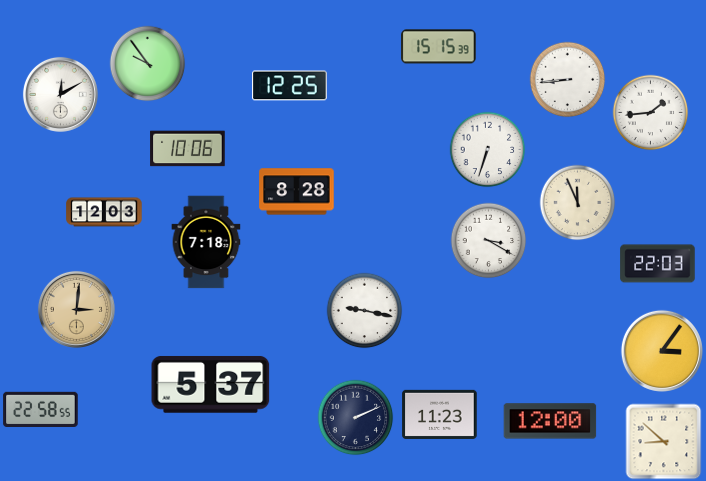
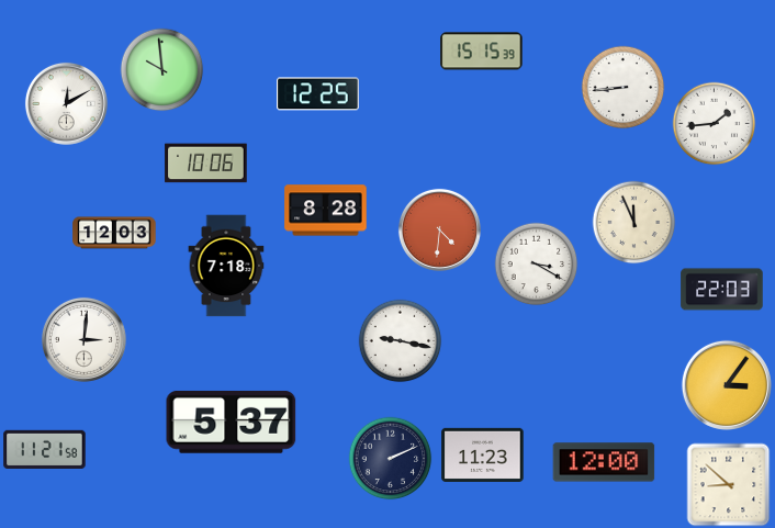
clock at (148, 64): 9:54 -> 9:59
clock at (488, 150): 6:33 -> none
clock at (439, 229): none -> 4:31
clock at (76, 309) dial: champagne -> white
clock at (41, 409): 22:58 -> 11:21
